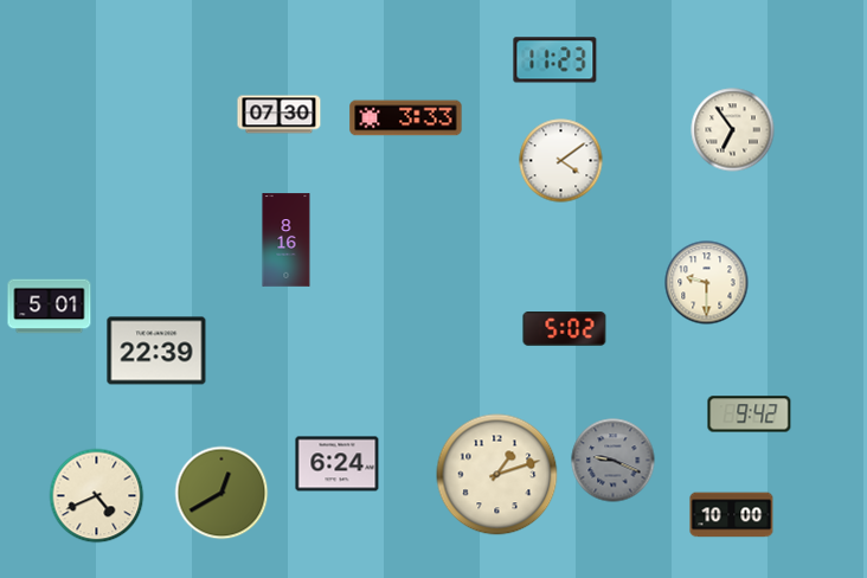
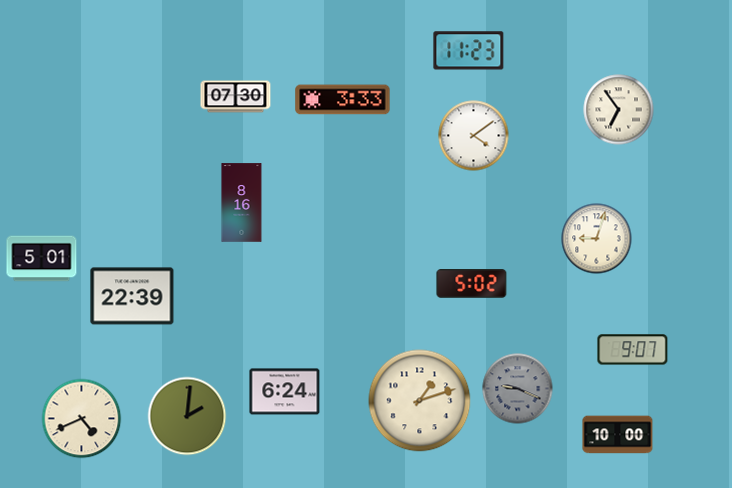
clock at (707, 283): 9:30 -> 9:03
clock at (565, 329) position: (565, 329) -> (472, 284)
clock at (750, 415): 9:42 -> 9:07
clock at (221, 493): 12:40 -> 2:01
